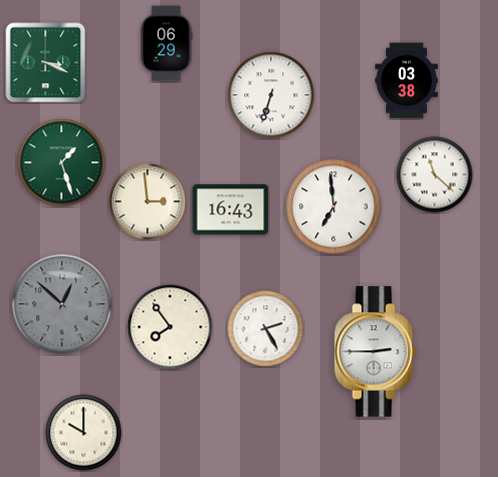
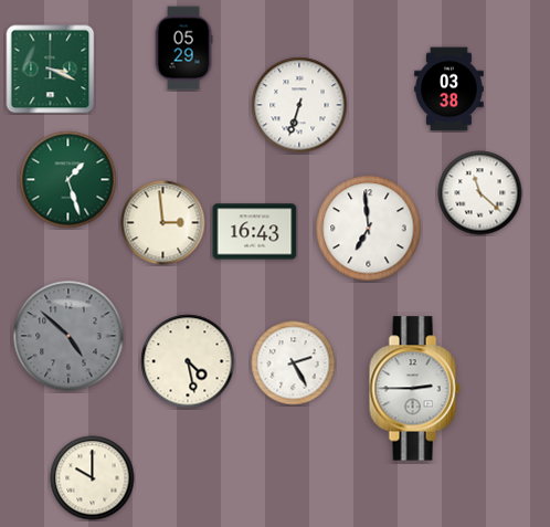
clock at (166, 44): 06:29 -> 05:29
clock at (62, 304): 12:52 -> 4:52
clock at (170, 327): 7:54 -> 4:28
